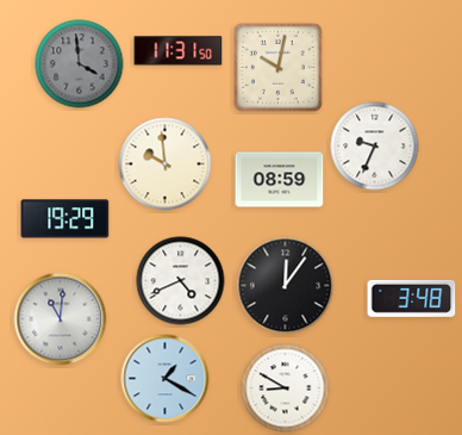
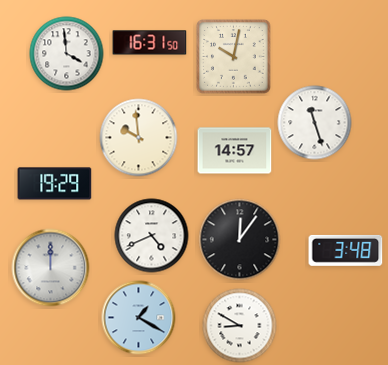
clock at (179, 51): 11:31 -> 16:31
clock at (80, 64) dial: grey -> white
clock at (375, 147): 9:34 -> 11:27
clock at (280, 180): 08:59 -> 14:57
clock at (61, 319): 11:01 -> 12:00
